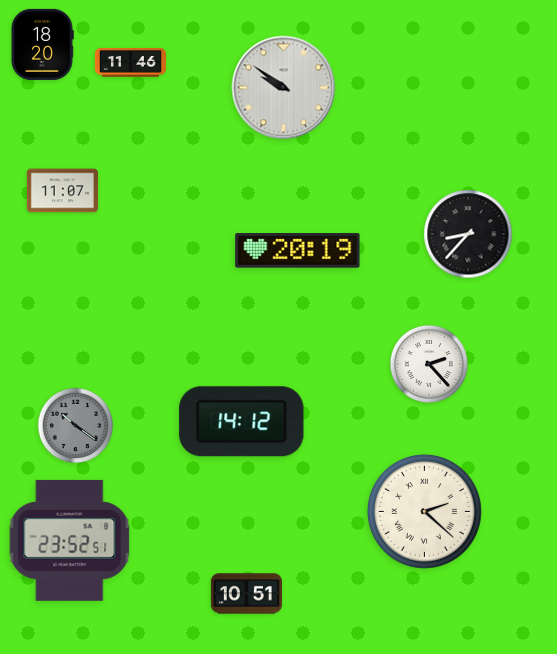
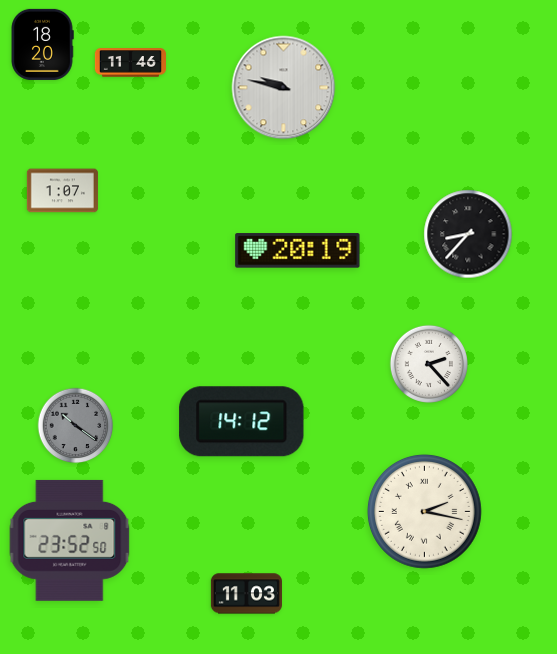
clock at (284, 88): 9:51 -> 9:47
clock at (62, 191): 11:07 -> 1:07
clock at (424, 511): 2:22 -> 2:17
clock at (70, 540): 23:52:51 -> 23:52:50
clock at (246, 594): 10:51 -> 11:03
